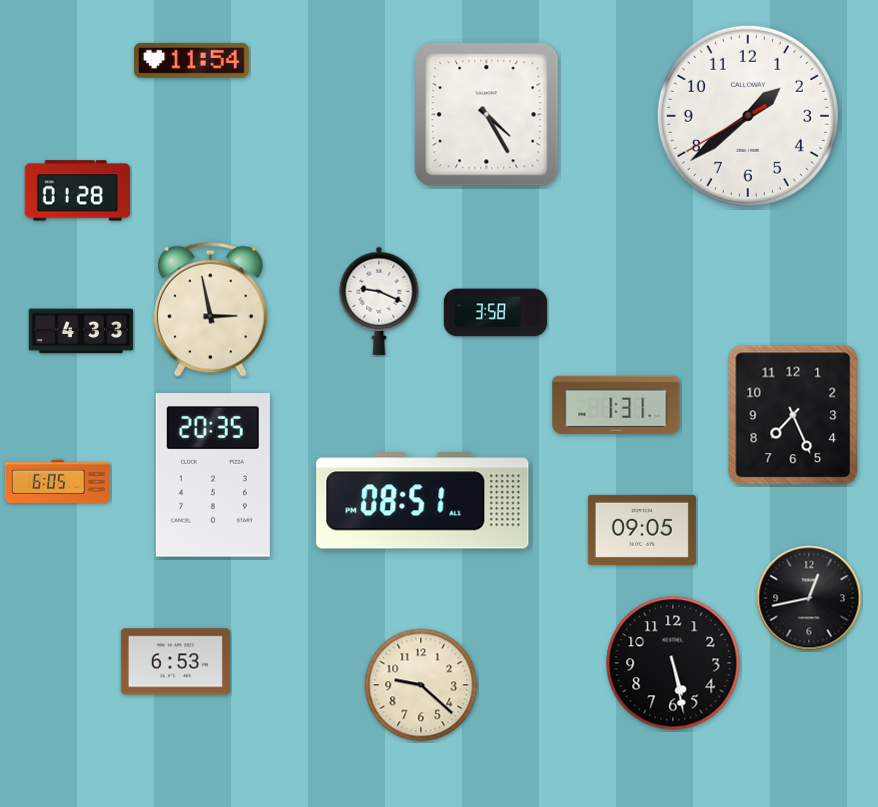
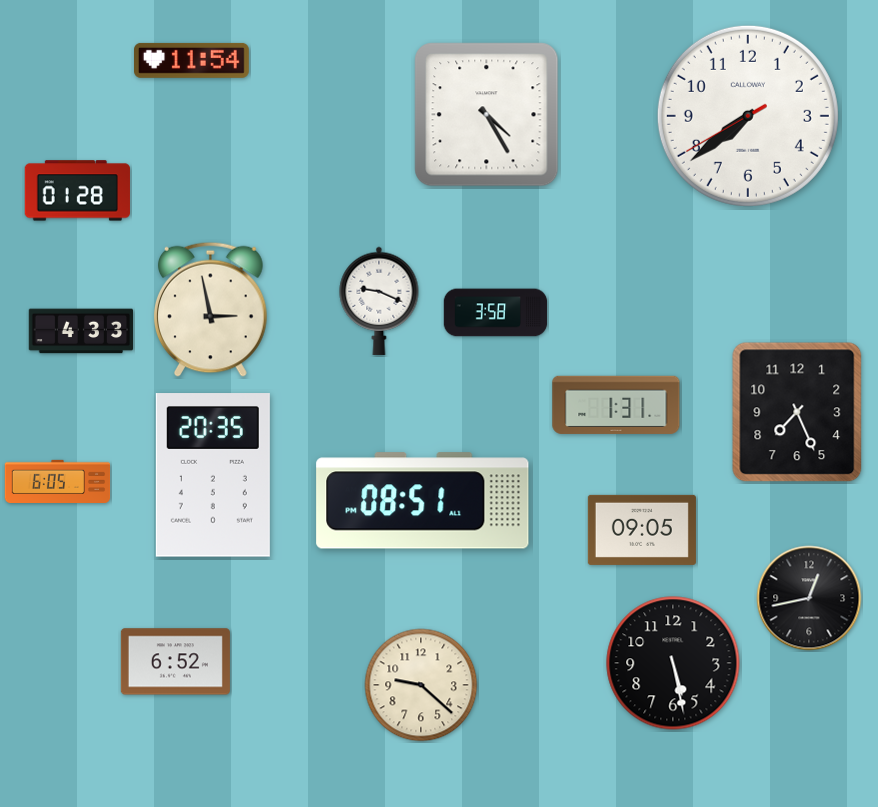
clock at (748, 116): 1:38 -> 7:38
clock at (793, 415) position: (793, 415) -> (797, 412)
clock at (175, 662): 6:53 -> 6:52
